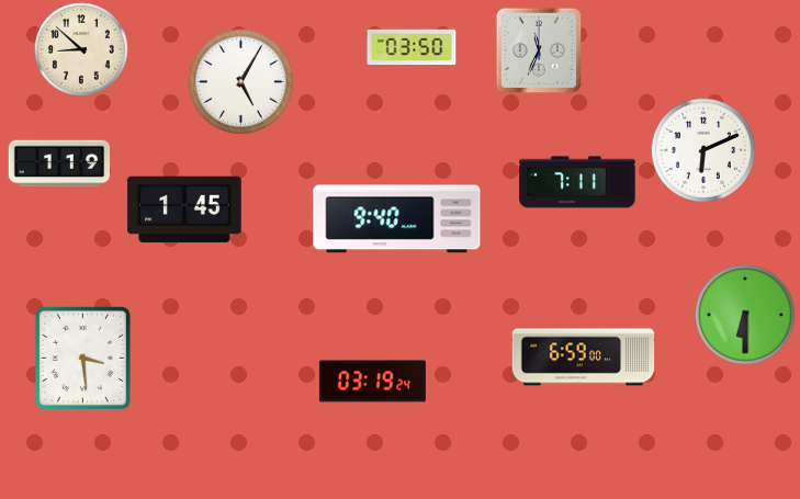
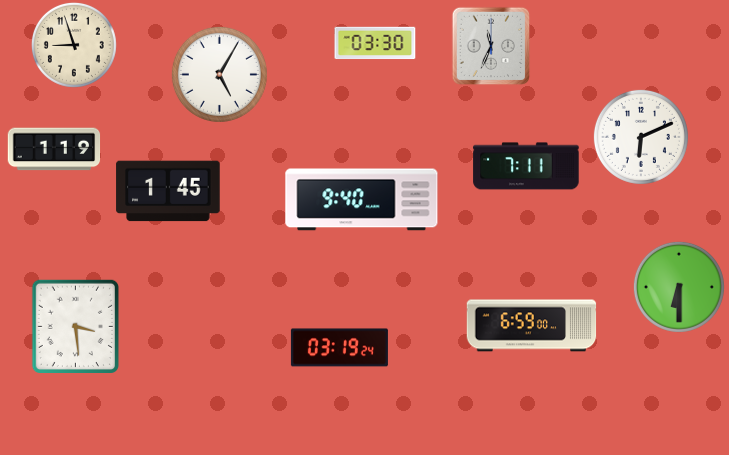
clock at (412, 47): 03:50 -> 03:30
clock at (81, 49): 8:52 -> 8:57
